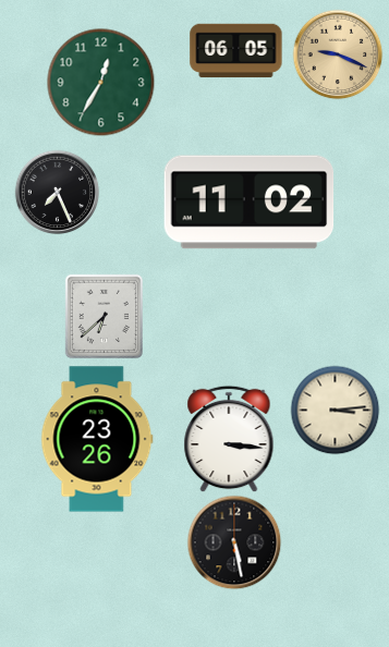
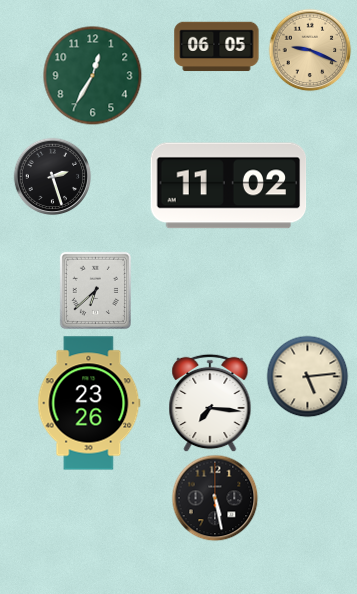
clock at (57, 192): 7:26 -> 2:27
clock at (335, 410): 3:14 -> 5:14
clock at (229, 439): 3:16 -> 7:16
